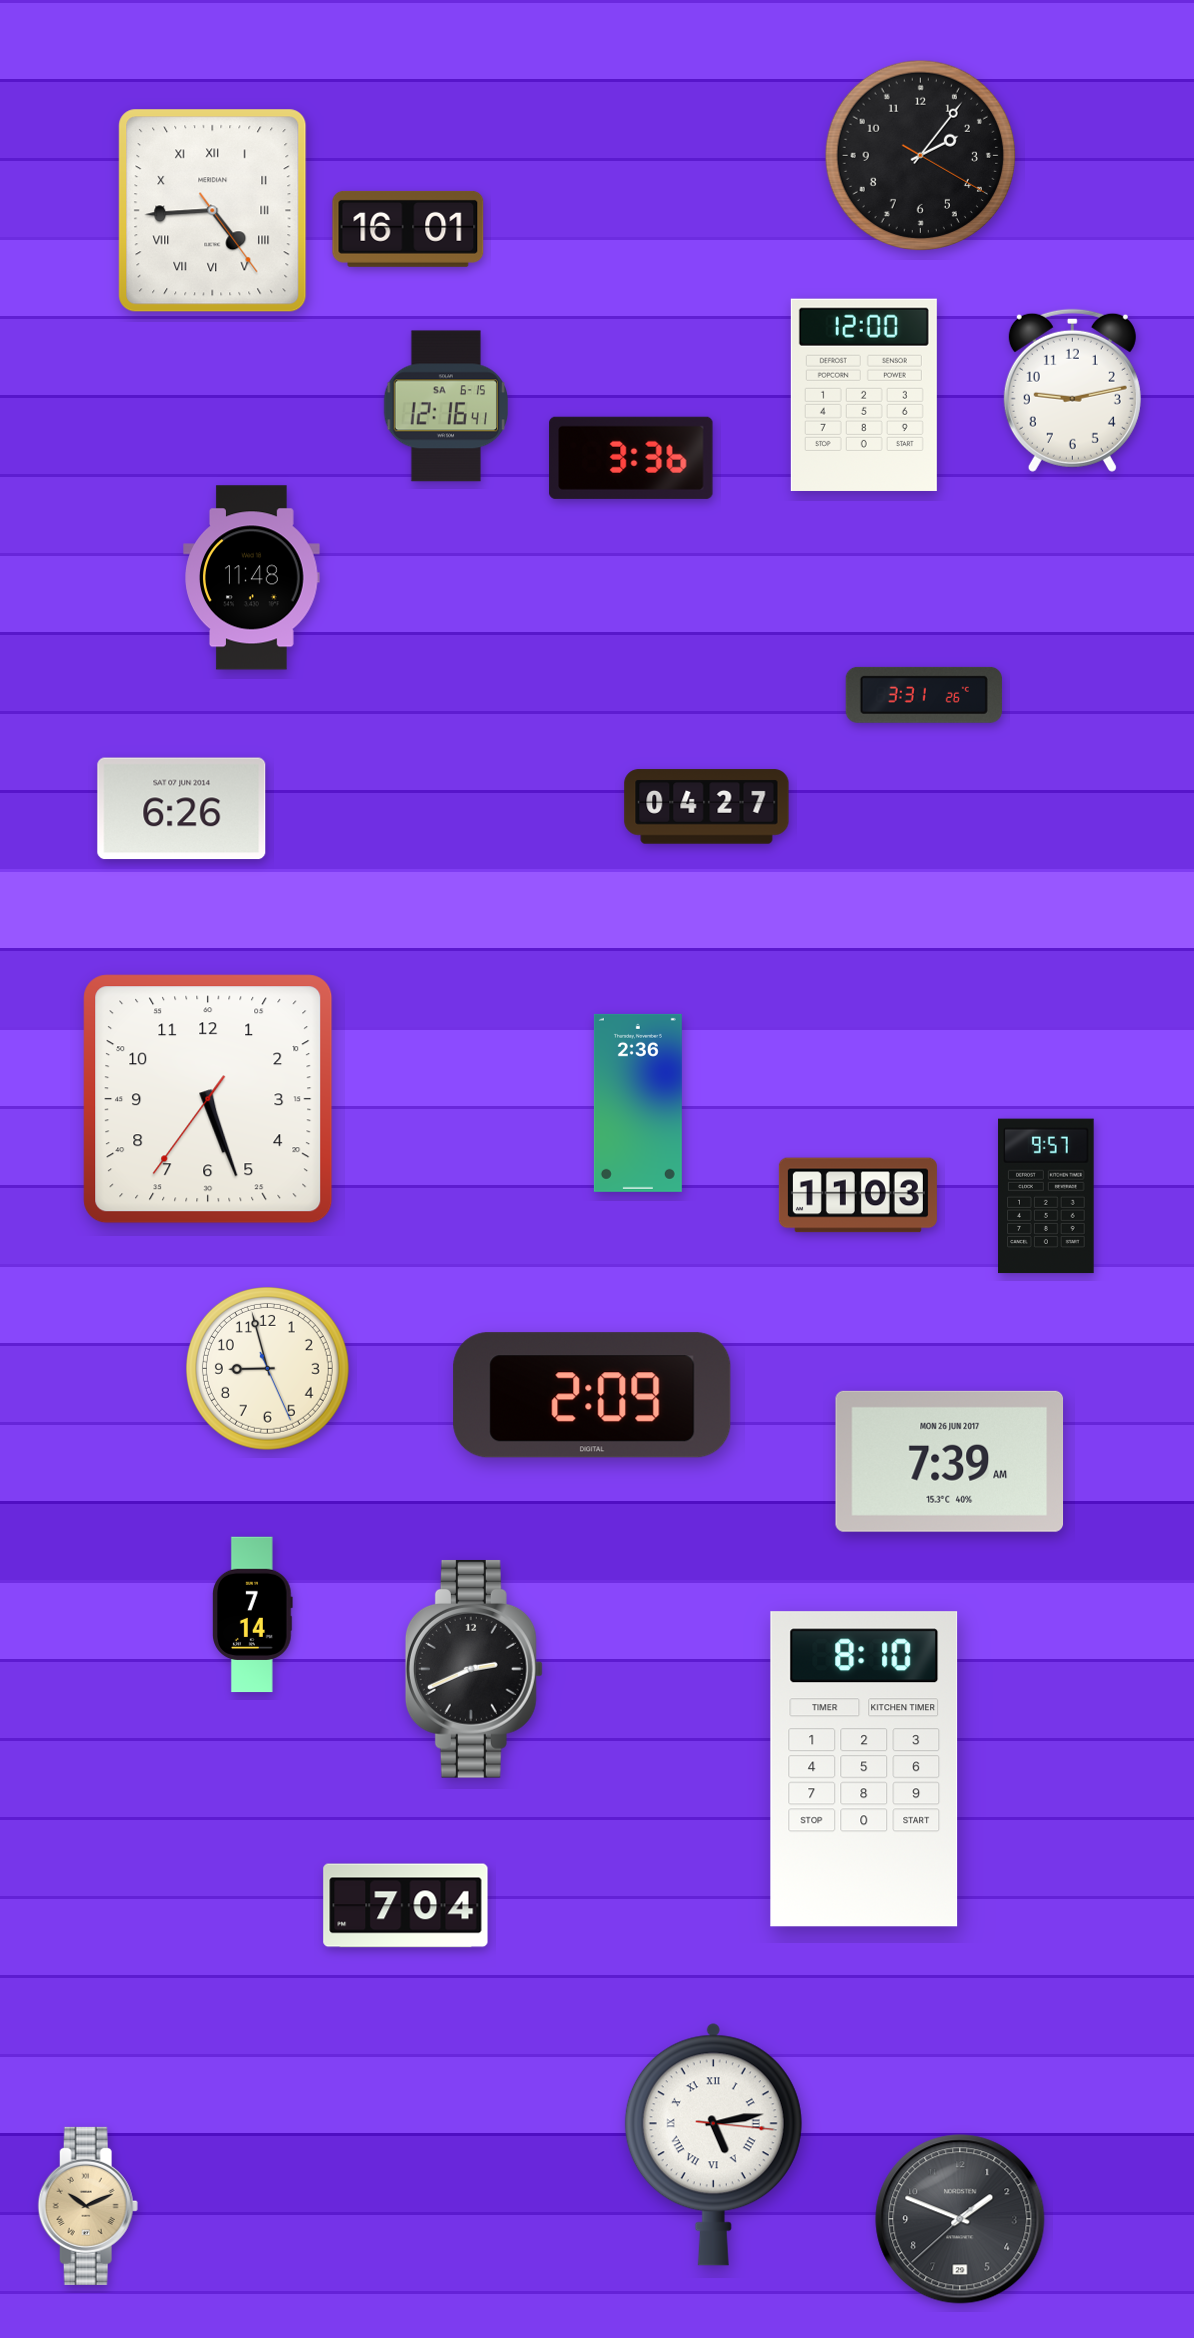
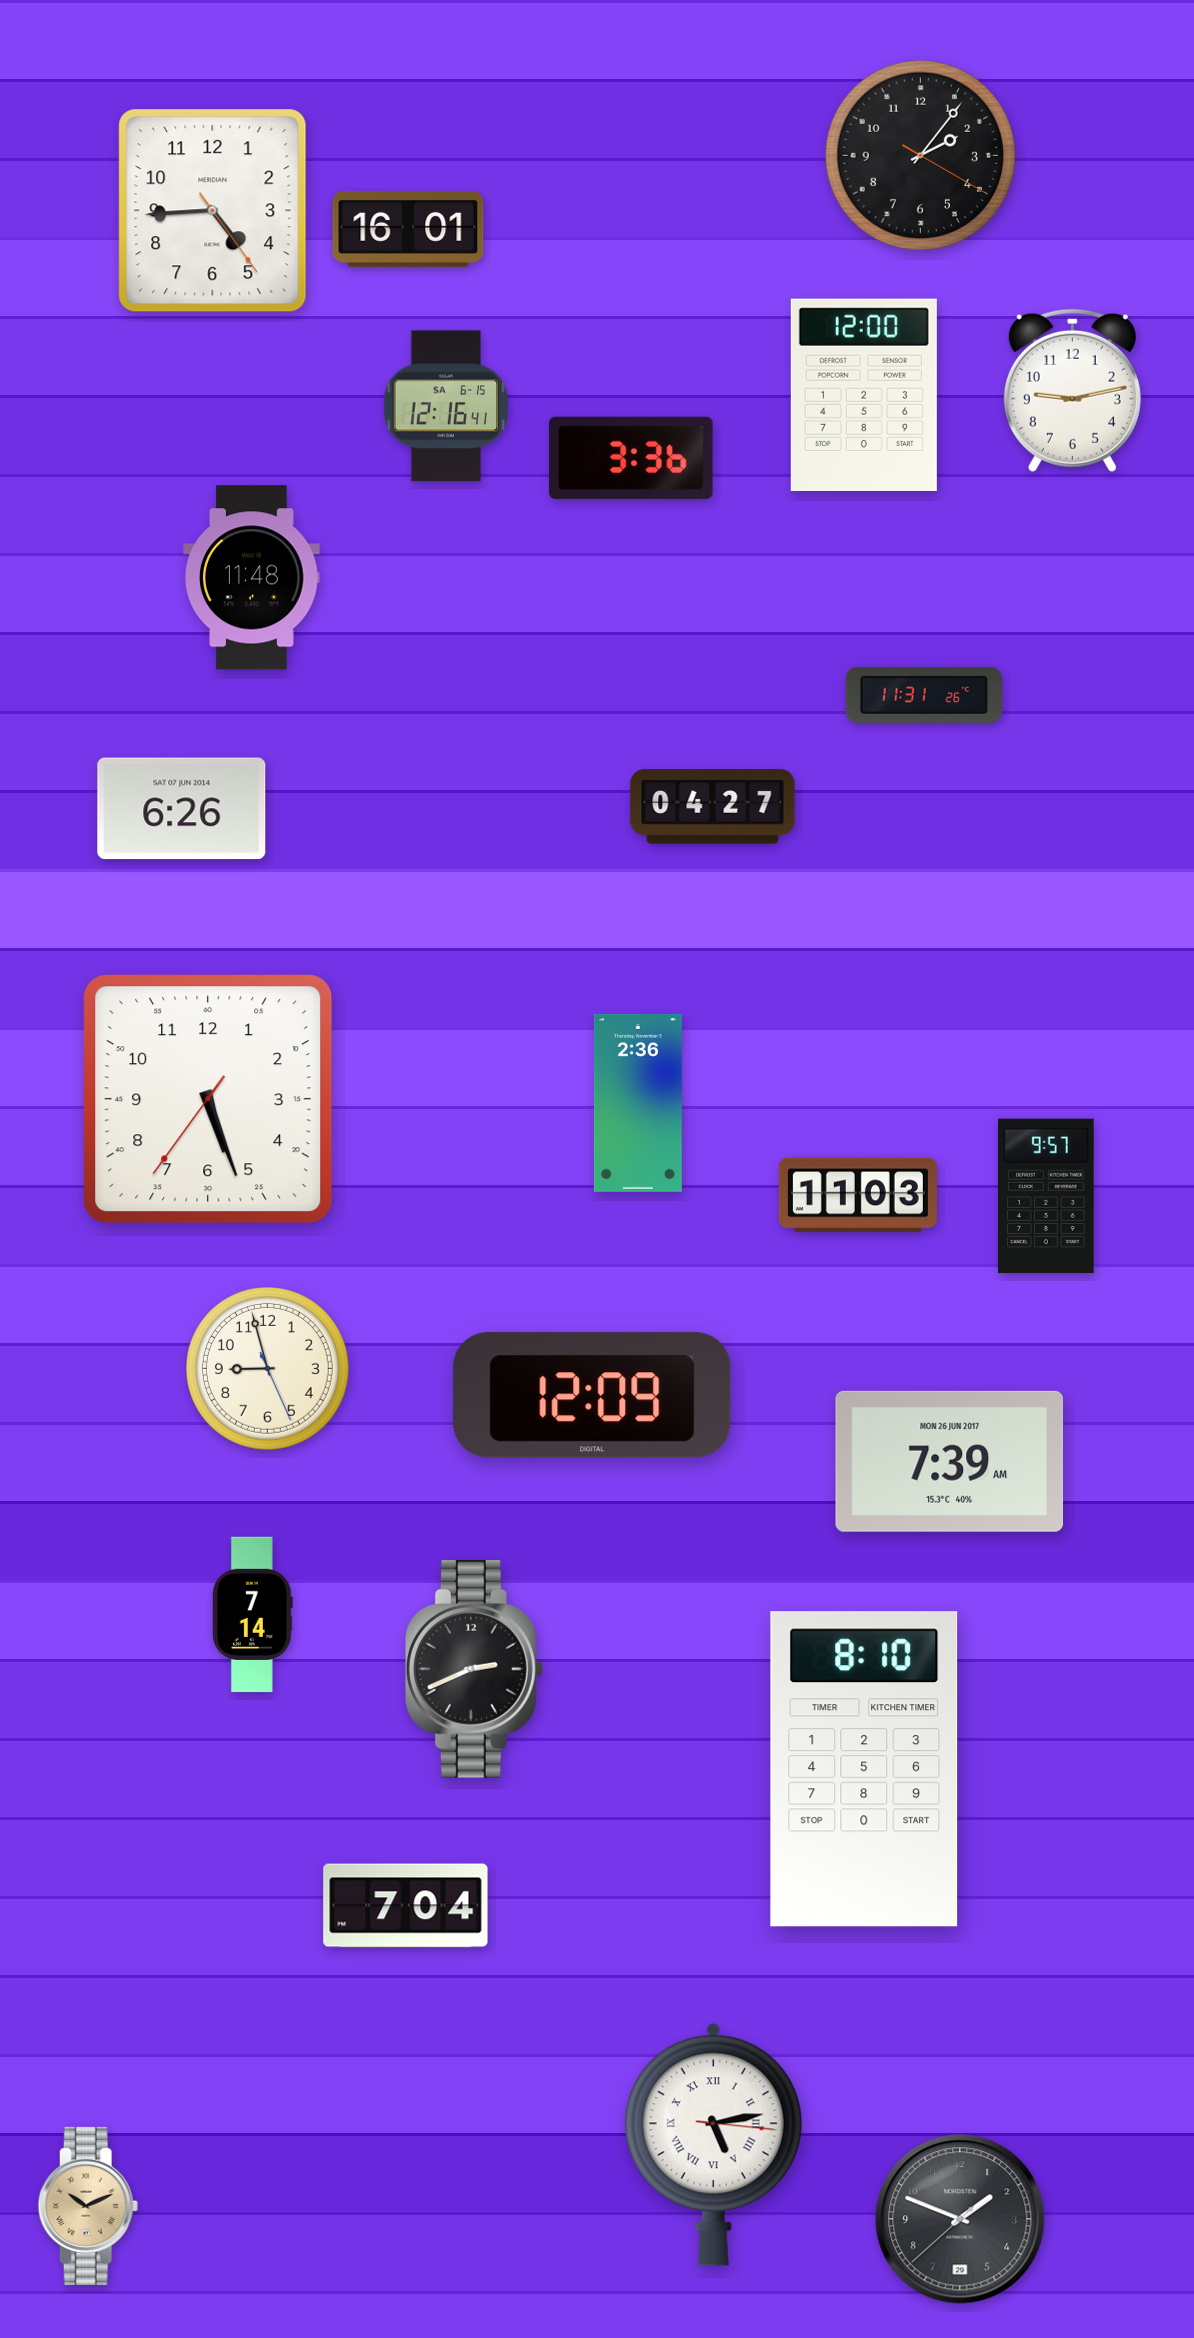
clock at (213, 211) numerals: Roman -> Arabic
clock at (924, 695): 3:31 -> 11:31
clock at (707, 807) position: (707, 807) -> (713, 807)
clock at (592, 1395): 2:09 -> 12:09
